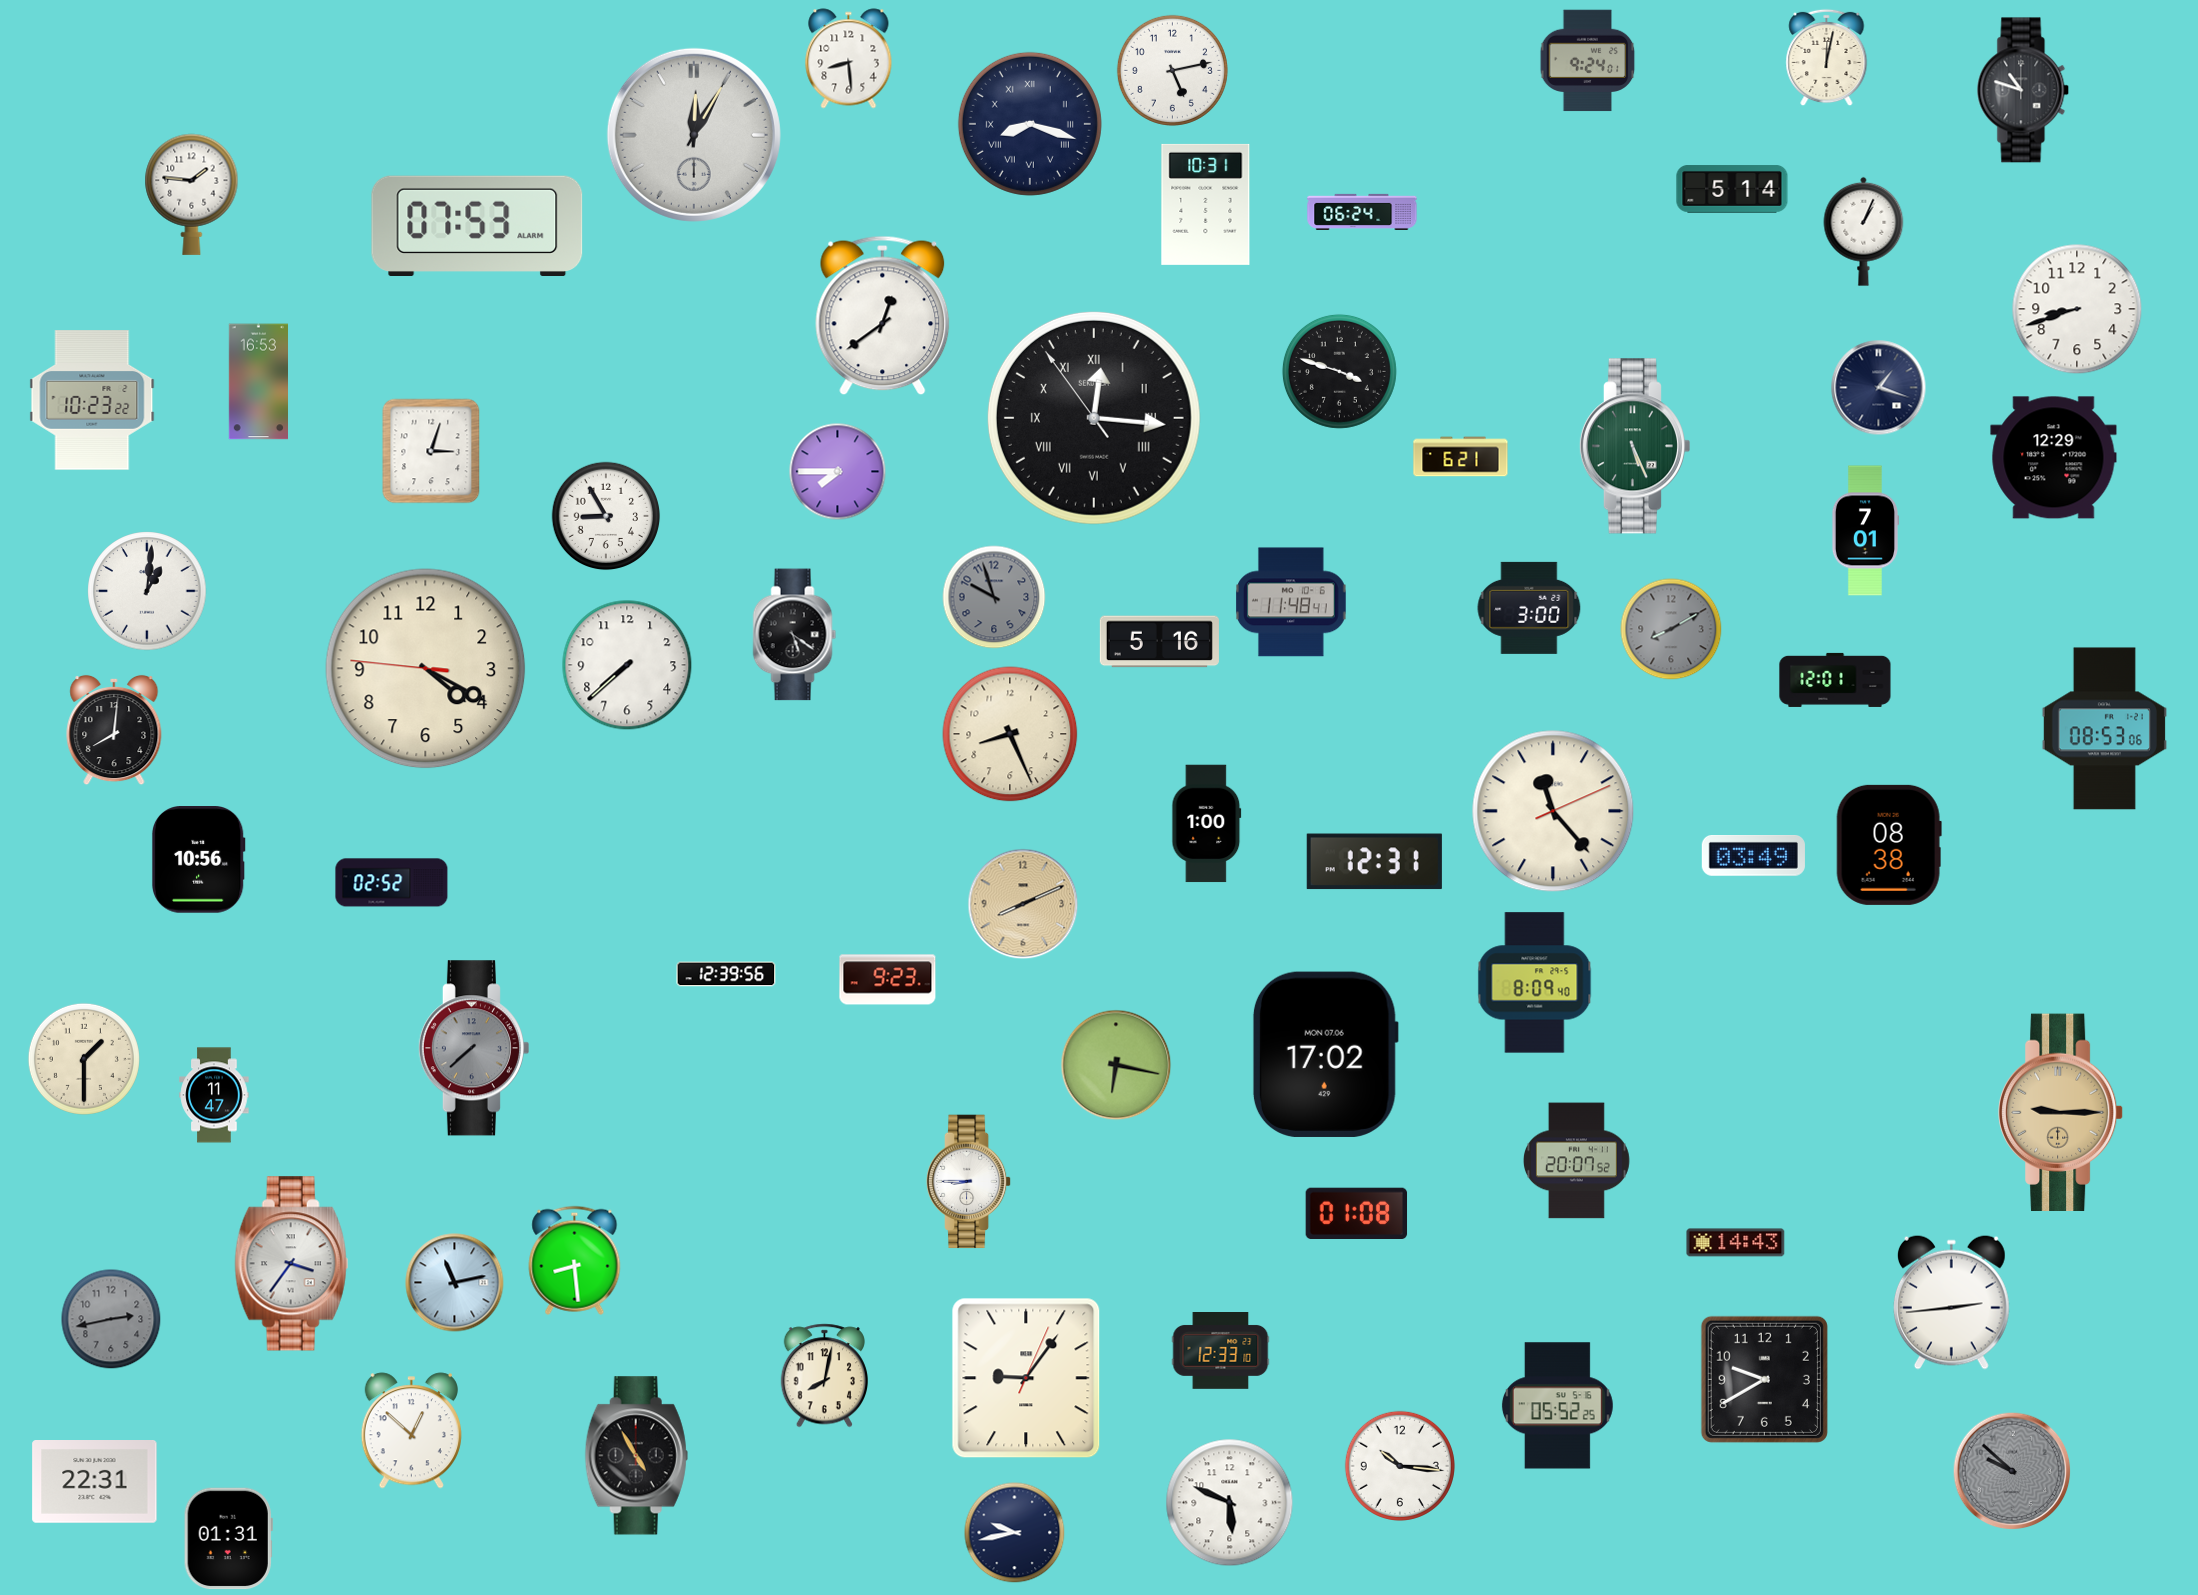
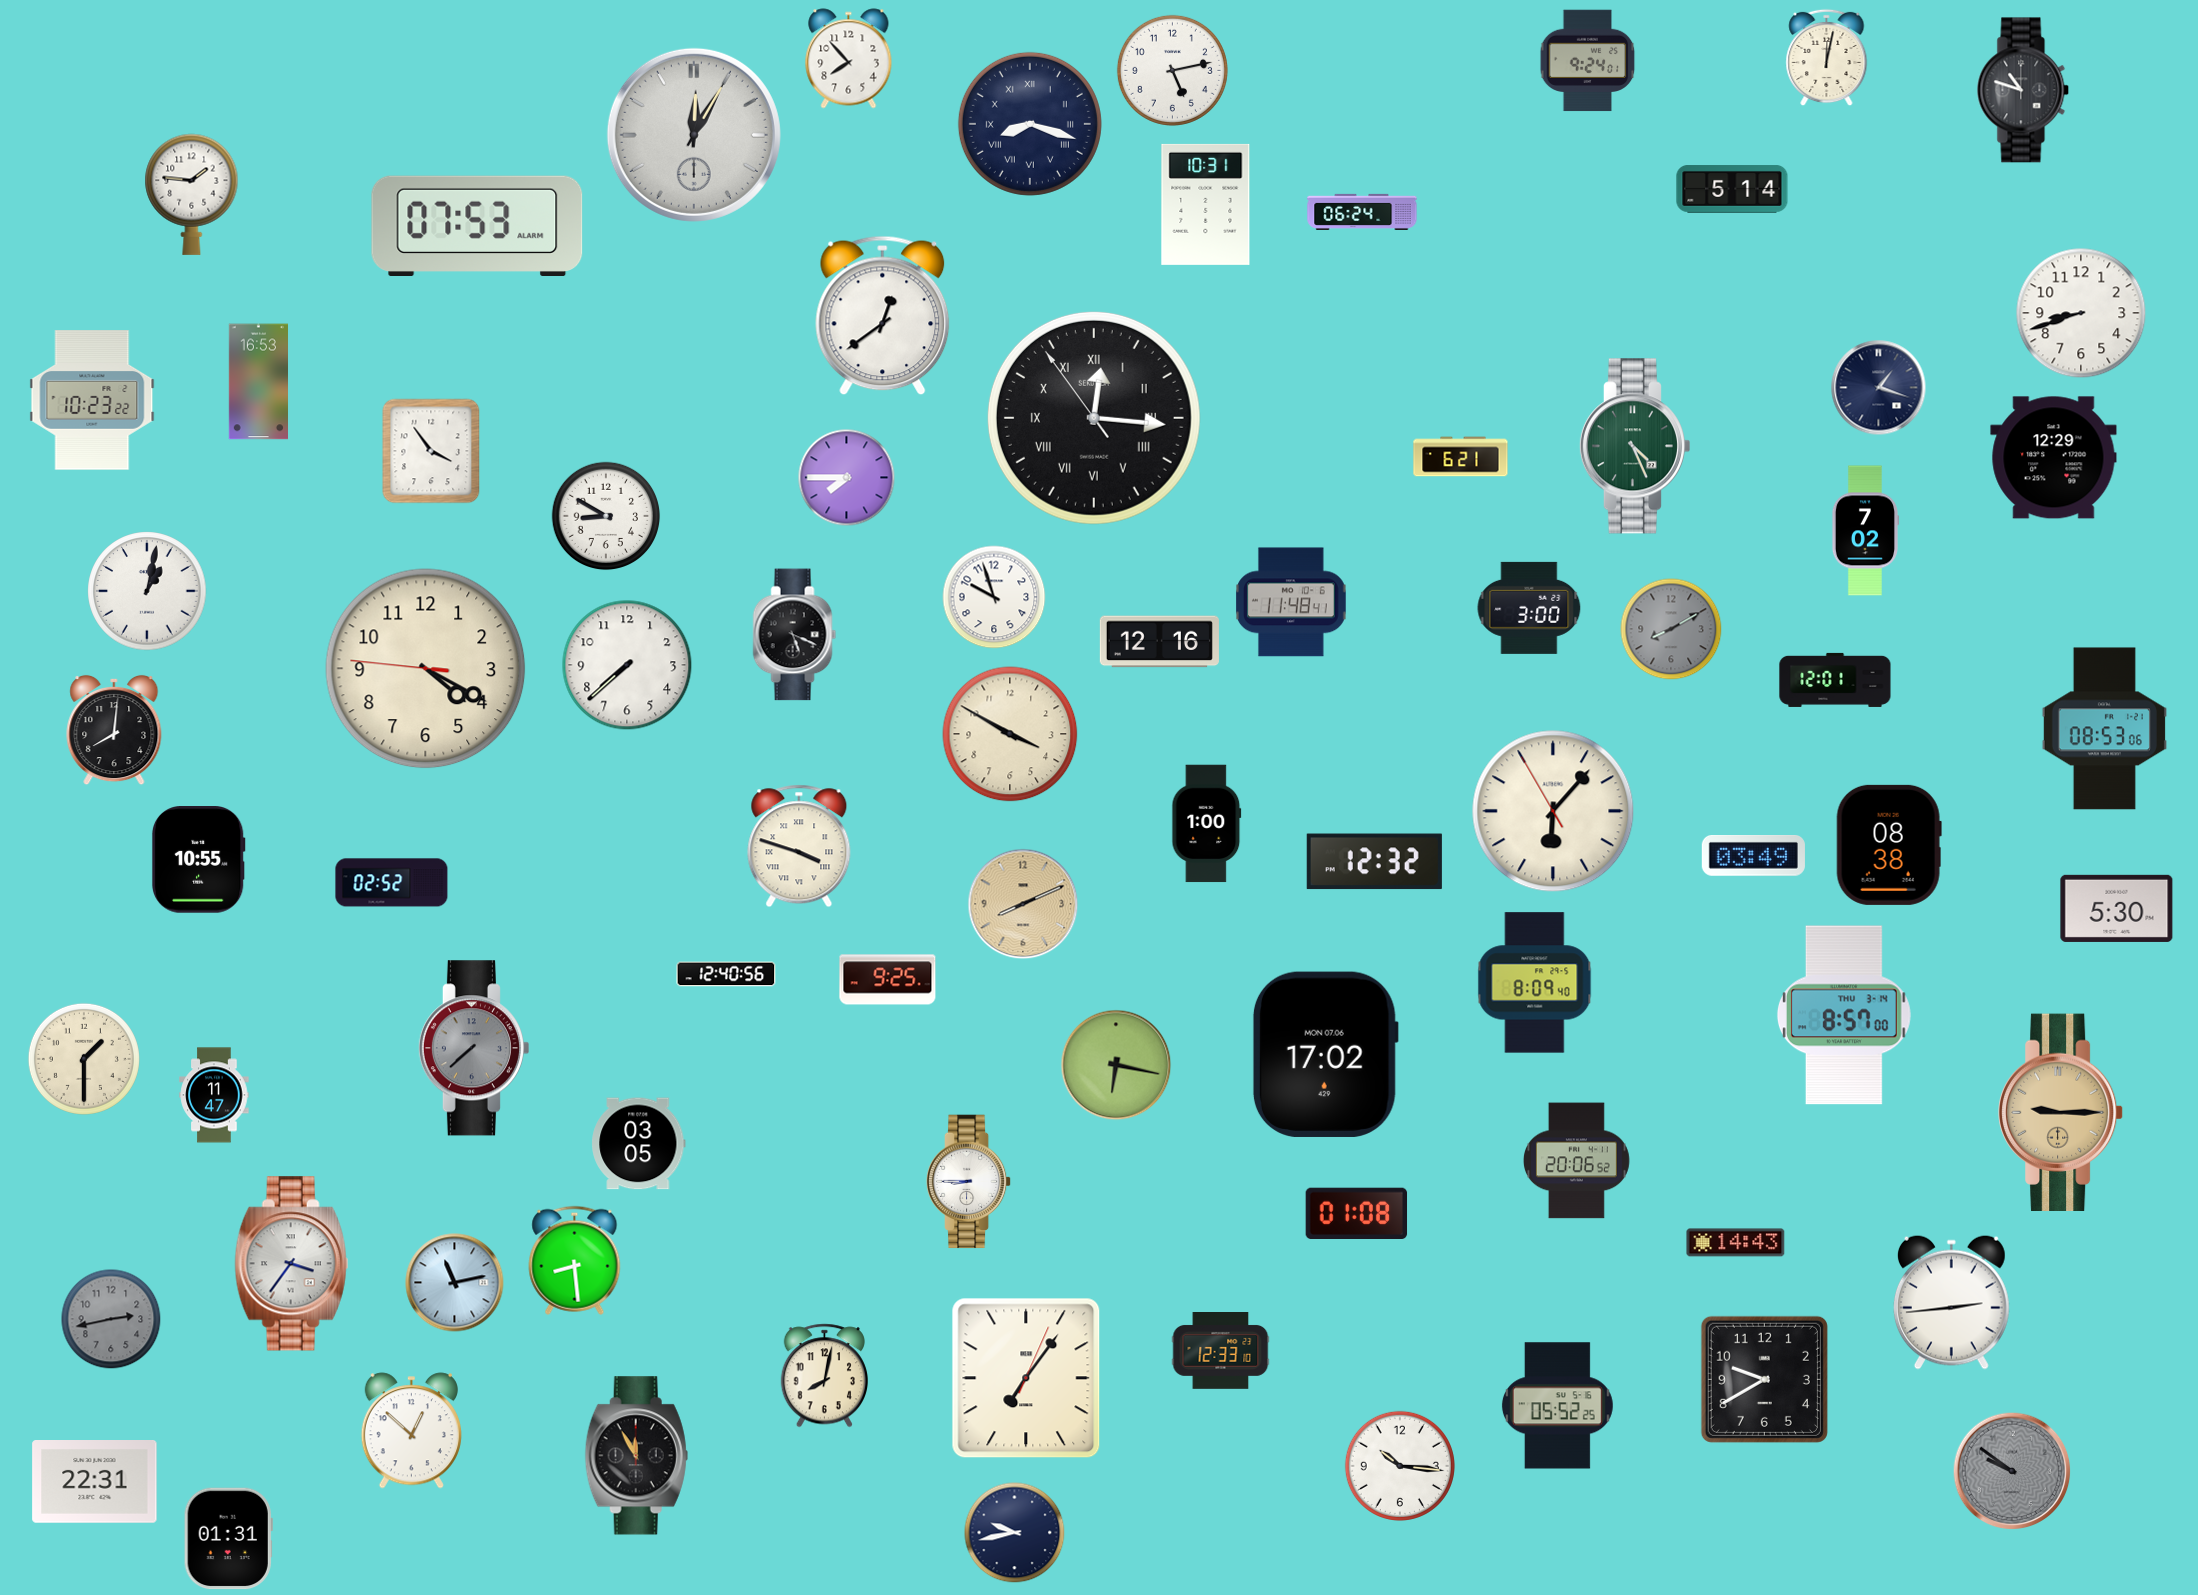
clock at (849, 59): 8:29 -> 7:53
clock at (1864, 231): 1:04 -> none
clock at (2077, 309) position: (2077, 309) -> (2081, 313)
clock at (1339, 371): 3:48 -> none
clock at (1634, 446): 5:26 -> 4:26
clock at (431, 451): 3:03 -> 3:54
clock at (838, 472) position: (838, 472) -> (847, 478)
clock at (606, 516): 8:55 -> 8:50
clock at (1864, 531): 7:01 -> 7:02
clock at (147, 591): 1:01 -> 1:02
clock at (994, 597) dial: grey -> white
clock at (795, 635): 5:21 -> 5:19
clock at (1159, 642): 5:16 -> 12:16
clock at (1010, 734): 8:26 -> 3:50
clock at (1553, 811): 11:23 -> 6:06
clock at (799, 846): none -> 3:48
clock at (198, 860): 10:56 -> 10:55
clock at (1374, 862): 12:31 -> 12:32
clock at (2117, 908): none -> 5:30
clock at (726, 974): 12:39 -> 12:40
clock at (888, 980): 9:23 -> 9:25
clock at (1844, 1015): none -> 8:57
clock at (639, 1144): none -> 03:05
clock at (1576, 1161): 20:07 -> 20:06
clock at (1026, 1378): 9:06 -> 7:06
clock at (636, 1456): 4:55 -> 11:55
clock at (2012, 1471): 9:52 -> 9:51
clock at (1230, 1503): 5:49 -> none
